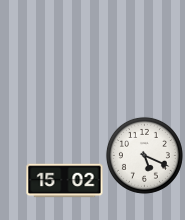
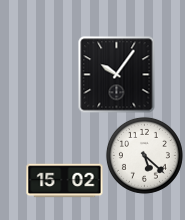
clock at (117, 75): none -> 10:06
clock at (144, 155): 5:19 -> 5:22
